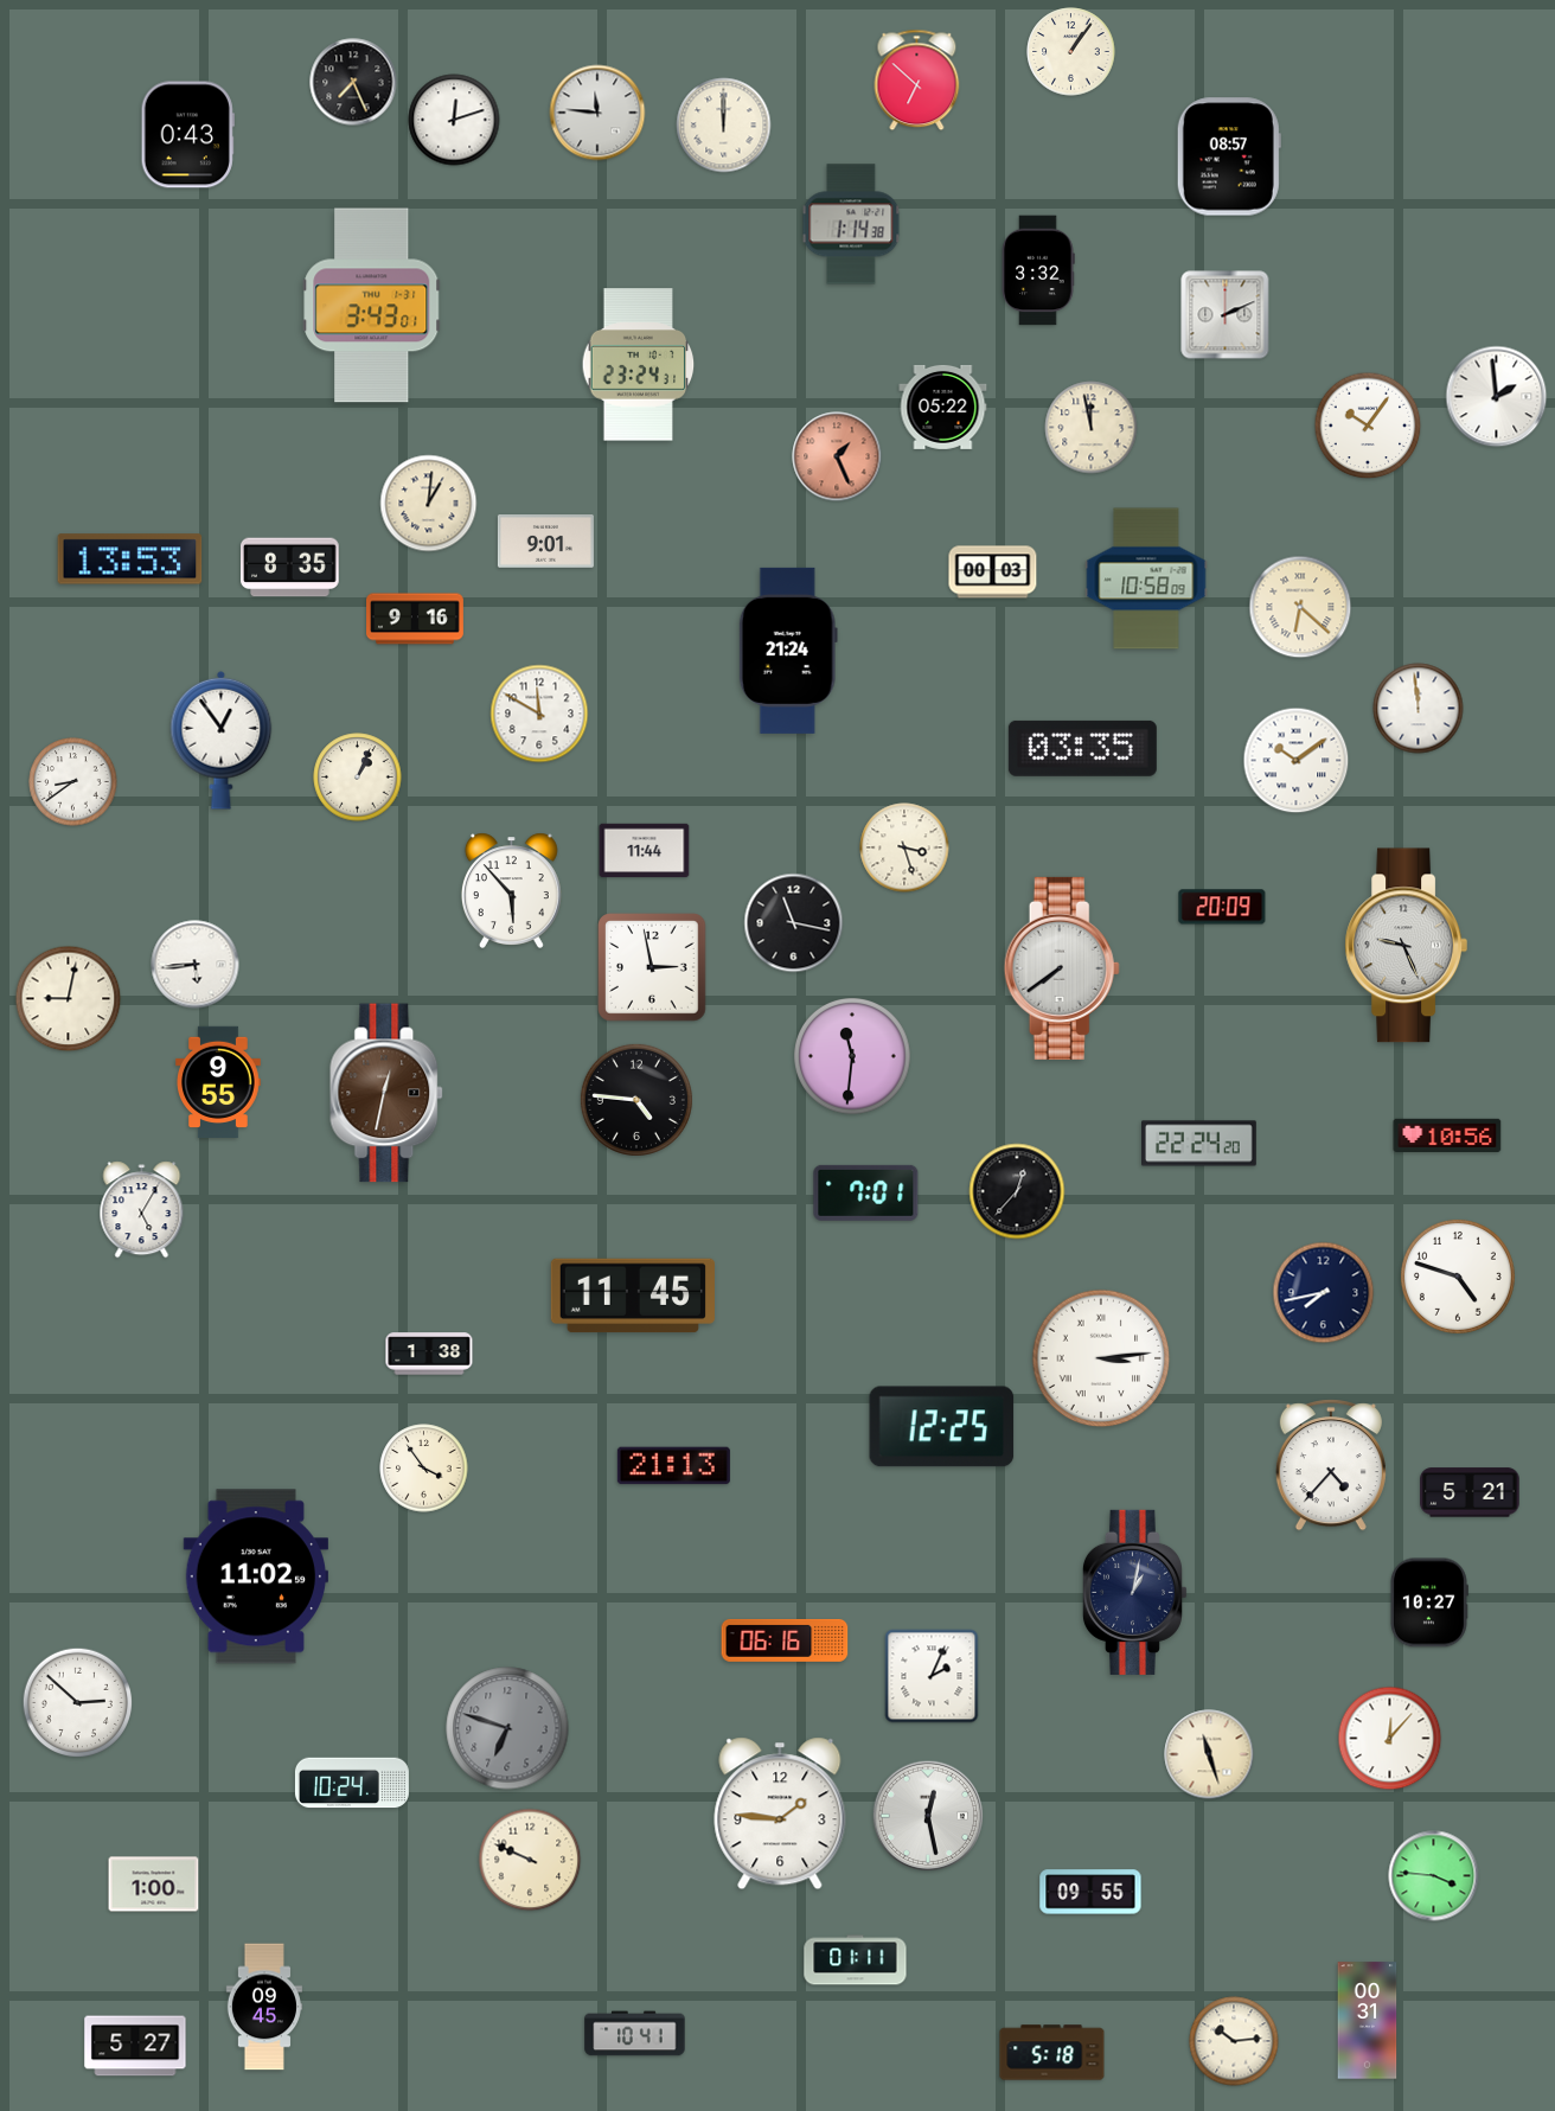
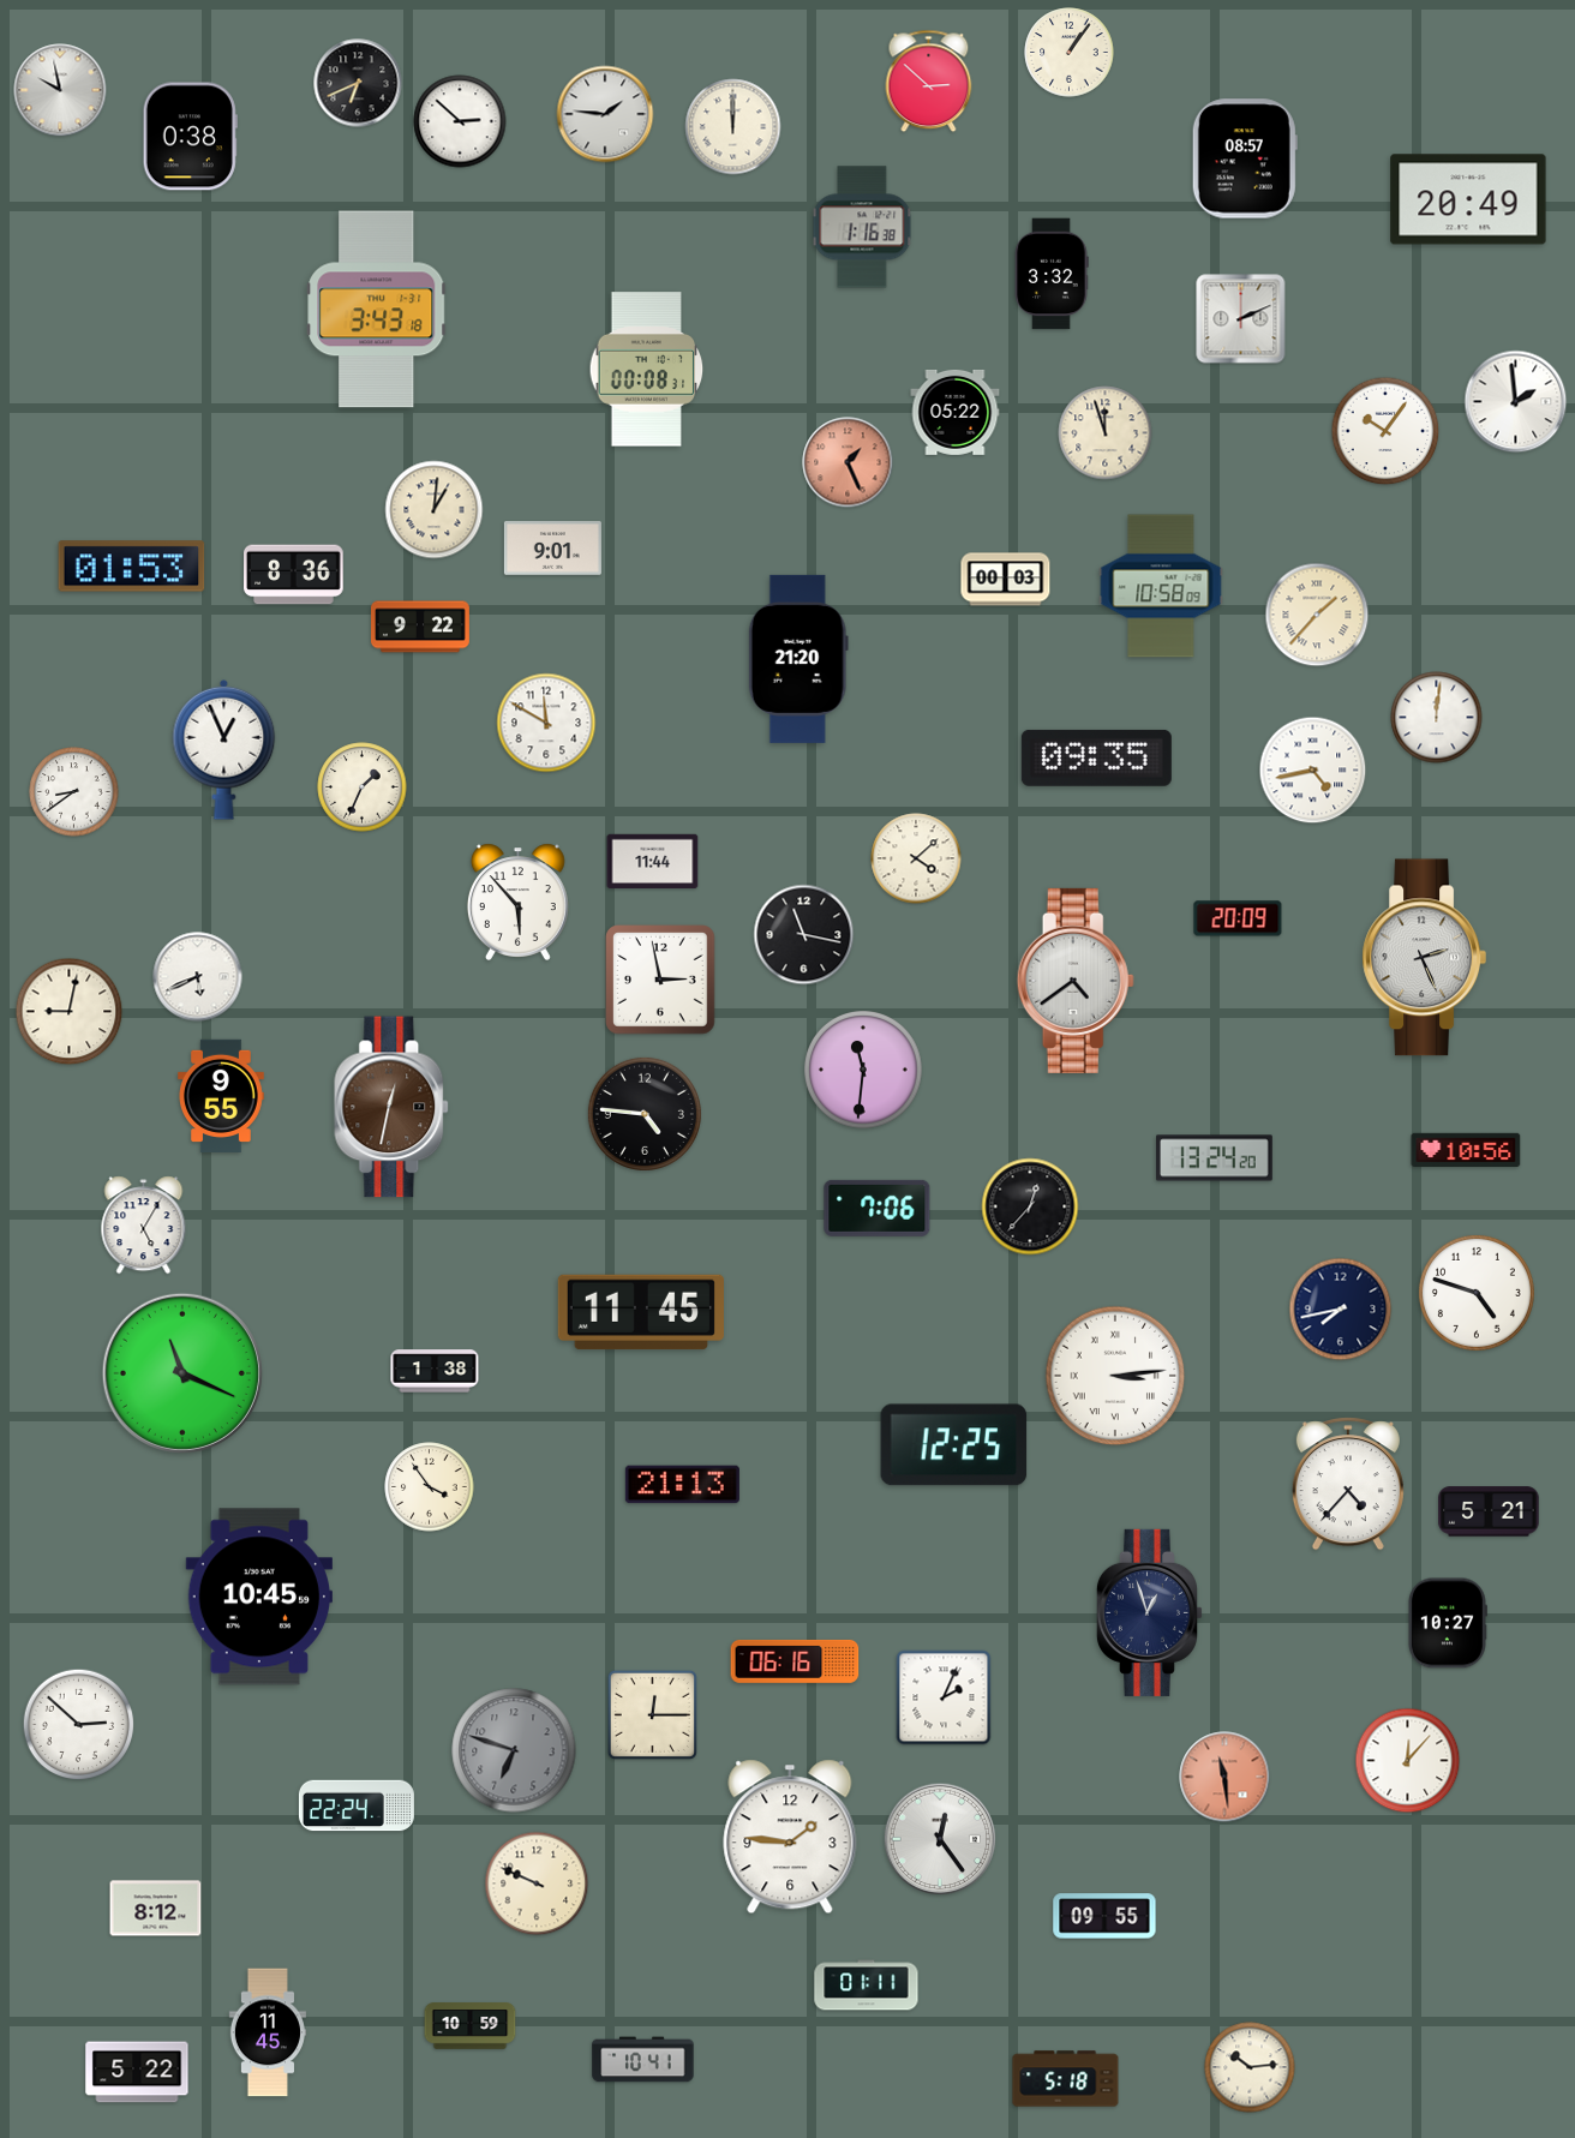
clock at (1071, 52) position: (1071, 52) -> (1070, 53)
clock at (917, 81): 6:52 -> 2:52
clock at (353, 82): 7:26 -> 6:41
clock at (60, 90): none -> 9:58
clock at (597, 113): 11:46 -> 1:46
clock at (454, 120): 12:12 -> 2:52
clock at (187, 135): 0:43 -> 0:38
clock at (1468, 199): none -> 20:49
clock at (851, 224): 1:14 -> 1:16
clock at (372, 306): 3:43:01 -> 3:43:18
clock at (639, 365): 23:24 -> 00:08
clock at (1092, 428): 11:58 -> 11:57
clock at (130, 559): 13:53 -> 01:53
clock at (290, 568): 8:35 -> 8:36
clock at (1300, 607): 6:22 -> 1:37
clock at (416, 619): 9:16 -> 9:22
clock at (788, 651): 21:24 -> 21:20
clock at (1419, 709): 11:59 -> 12:01
clock at (222, 740): 12:54 -> 12:56
clock at (1082, 748): 03:35 -> 09:35
clock at (1297, 761): 10:09 -> 4:43
clock at (358, 778): 1:04 -> 1:34
clock at (904, 847): 3:27 -> 4:08
clock at (1406, 946): 9:26 -> 2:26
clock at (196, 965): 5:44 -> 5:41
clock at (1062, 968): 7:39 -> 4:39
clock at (1199, 1144): 22:24 -> 13:24
clock at (866, 1192): 7:01 -> 7:06
clock at (182, 1373): none -> 11:19
clock at (255, 1576): 11:02 -> 10:45
clock at (1134, 1592): 1:02 -> 12:57
clock at (652, 1714): none -> 12:15
clock at (1209, 1754): 11:27 -> 11:29
clock at (1209, 1754) dial: cream -> salmon
clock at (352, 1783): 10:24 -> 22:24
clock at (928, 1816): 12:28 -> 12:24
clock at (1434, 1876): 3:46 -> none
clock at (154, 1885): 1:00 -> 8:12
clock at (471, 2026): none -> 10:59
clock at (263, 2007): 09:45 -> 11:45
clock at (1368, 2021): 00:31 -> none
clock at (135, 2046): 5:27 -> 5:22
